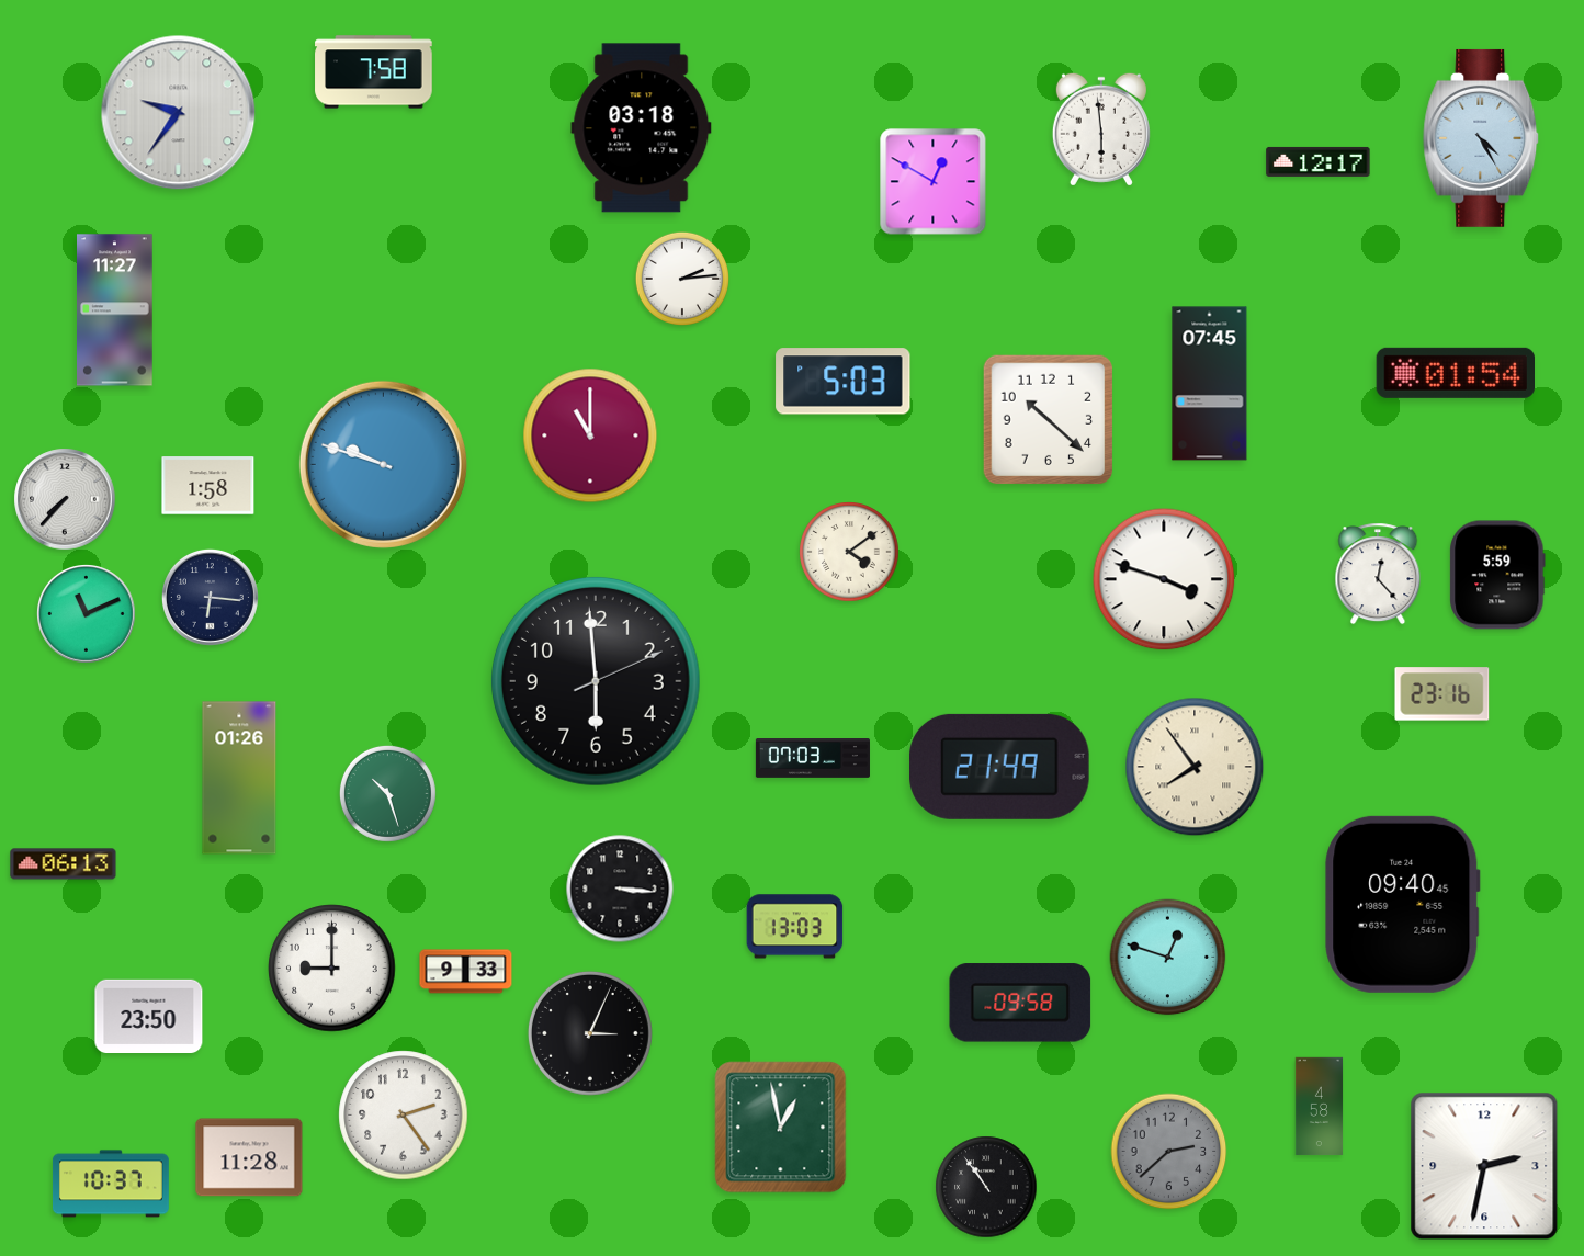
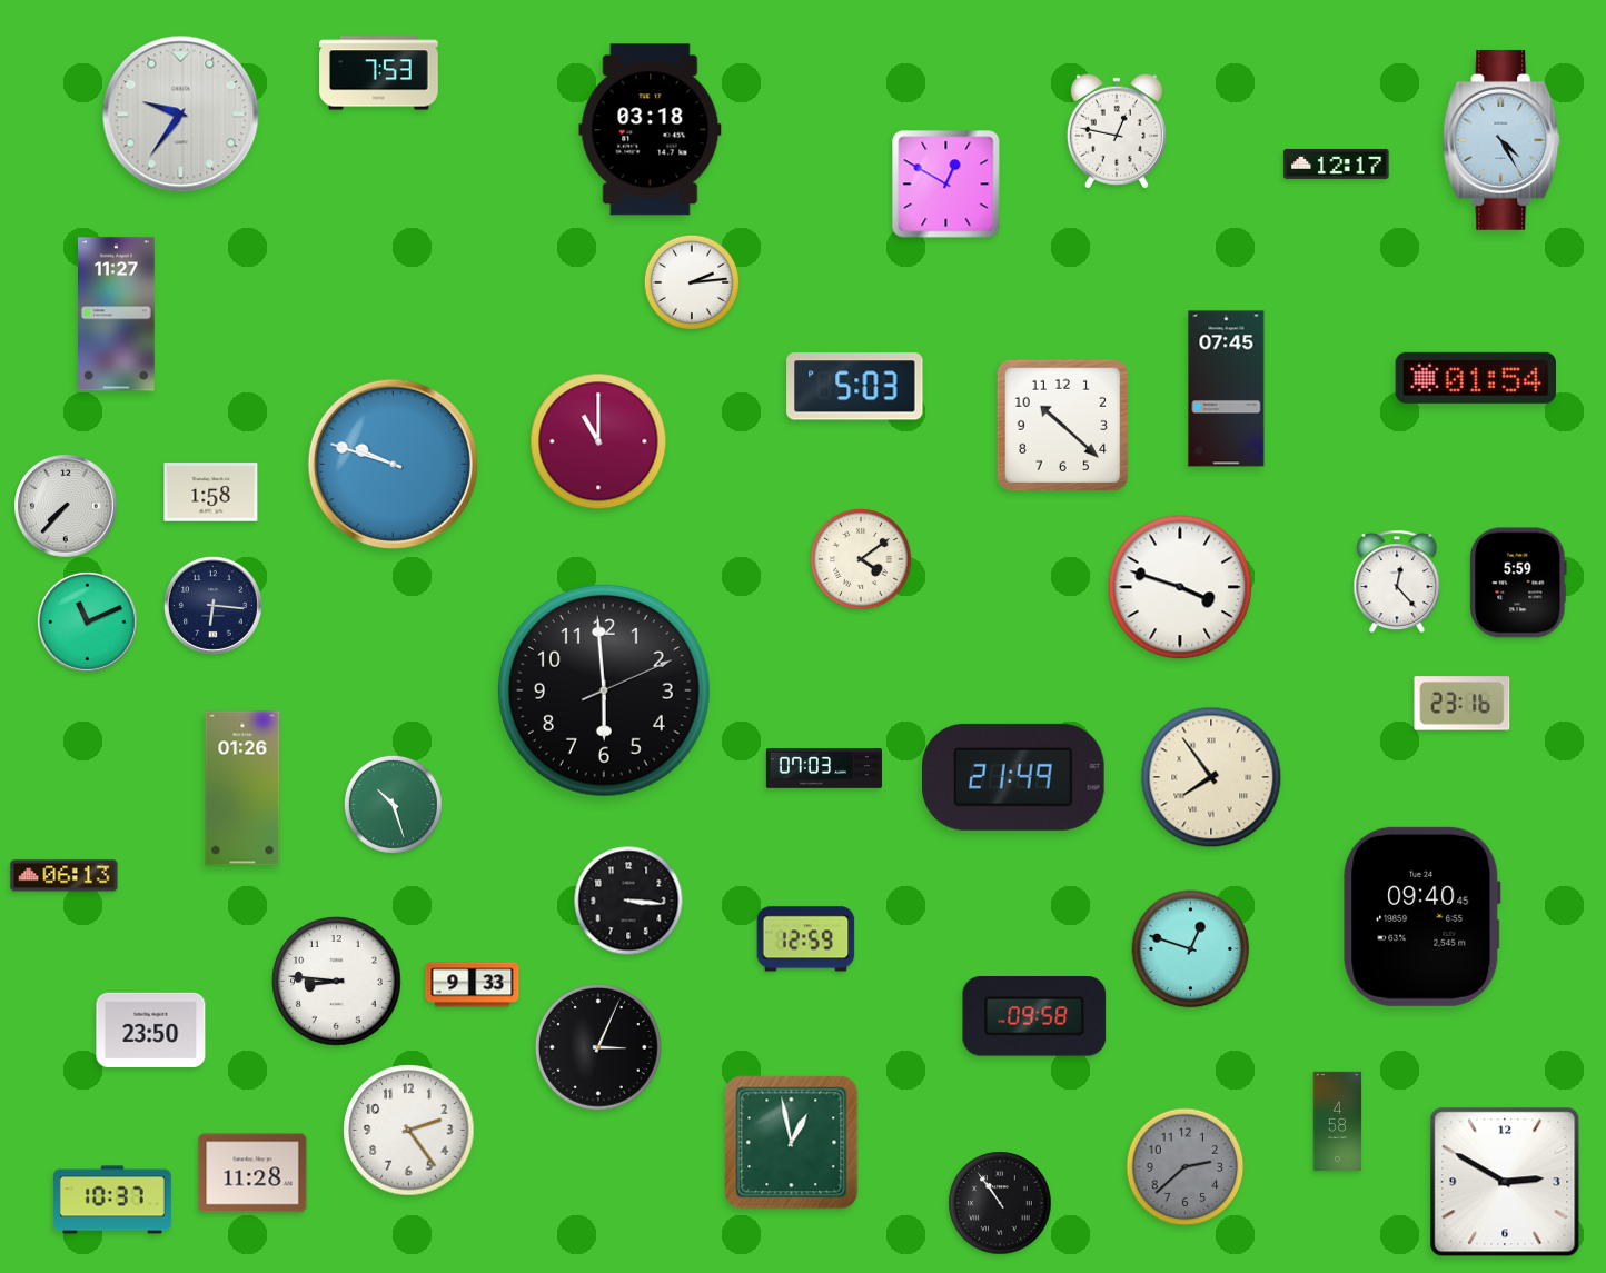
clock at (374, 72): 7:58 -> 7:53
clock at (1101, 129): 5:59 -> 12:47
clock at (383, 464) position: (383, 464) -> (393, 464)
clock at (795, 927): 13:03 -> 12:59
clock at (1168, 958) position: (1168, 958) -> (1191, 949)
clock at (332, 969): 9:00 -> 8:46
clock at (1484, 1166): 2:32 -> 2:50
